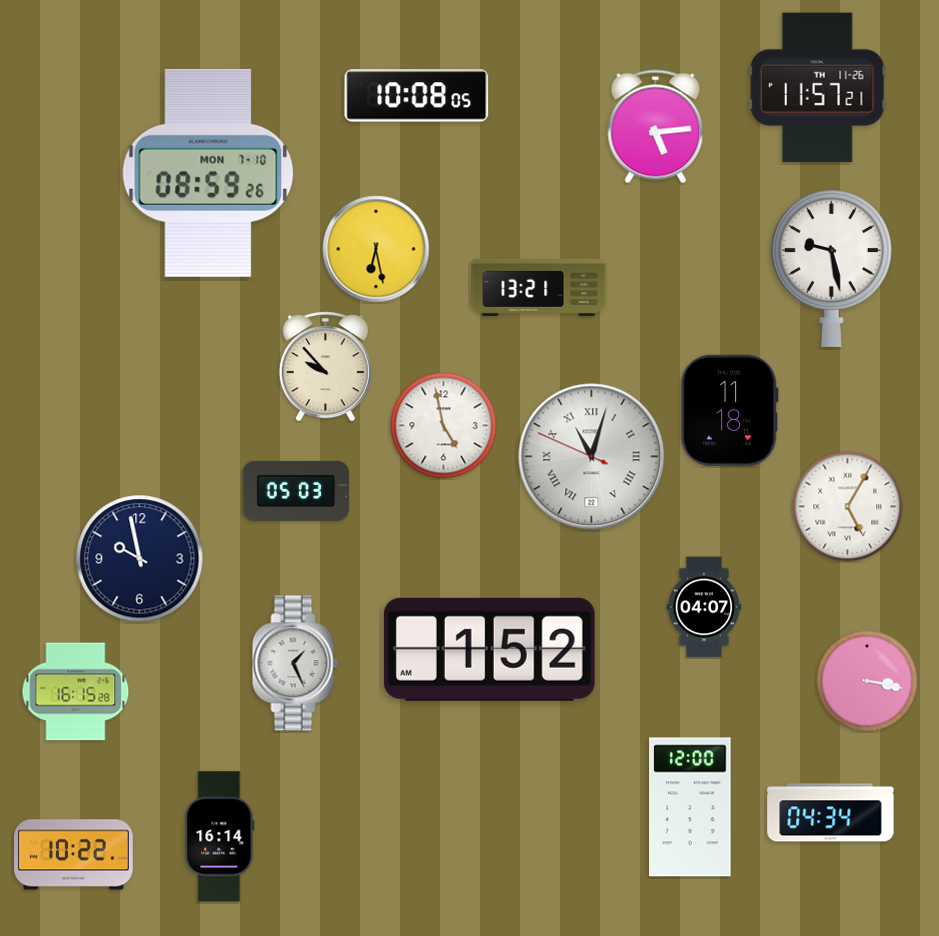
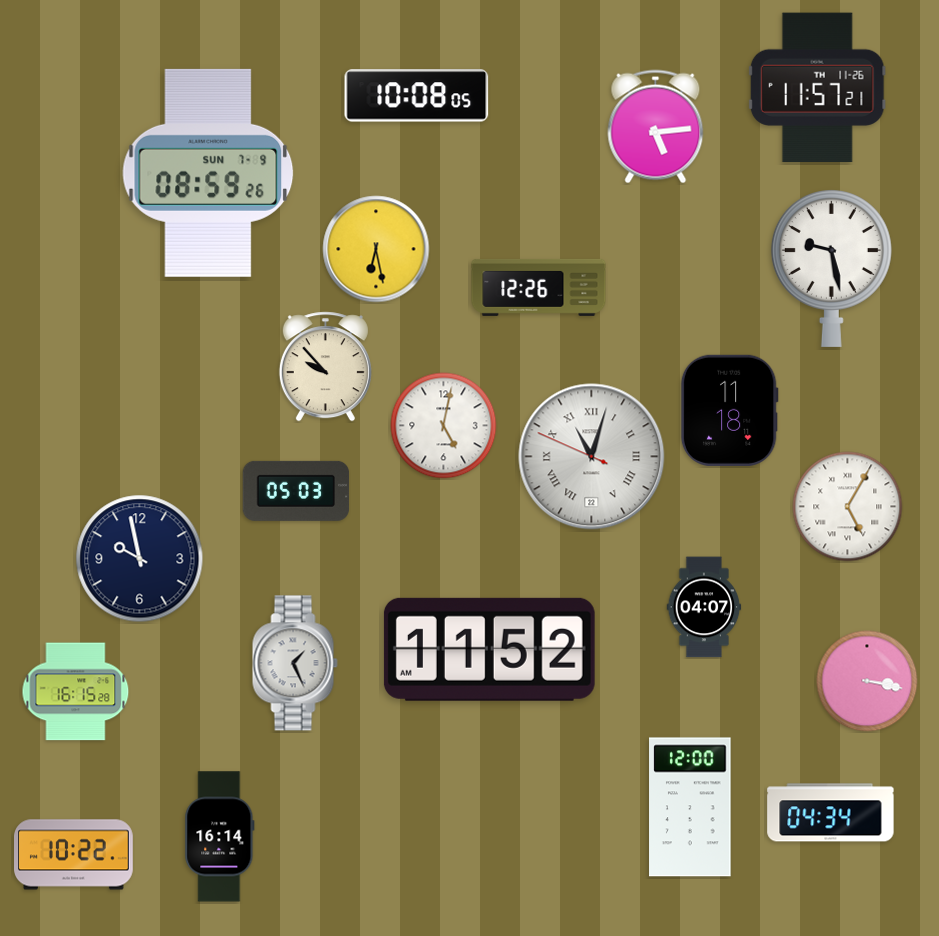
clock at (208, 173) date: MON 7-10 -> SUN 7-9
clock at (539, 287): 13:21 -> 12:26
clock at (444, 426): 4:58 -> 5:02
clock at (489, 649): 1:52 -> 11:52
